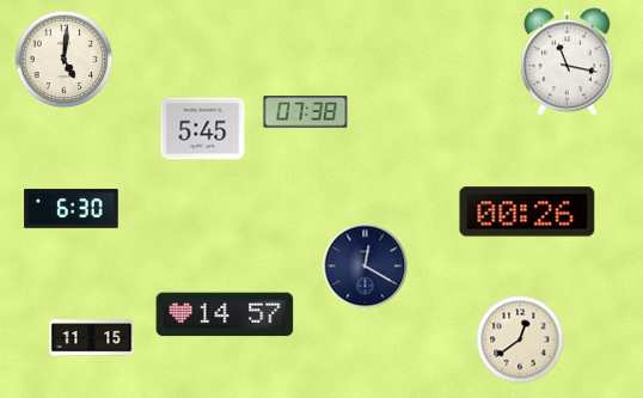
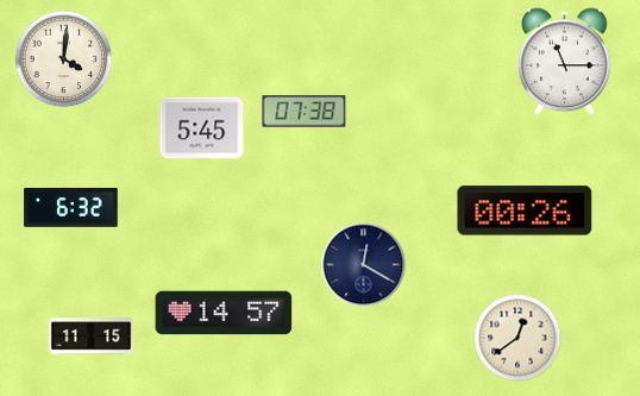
clock at (65, 60): 5:01 -> 4:01
clock at (567, 62): 11:17 -> 11:15
clock at (72, 208): 6:30 -> 6:32
